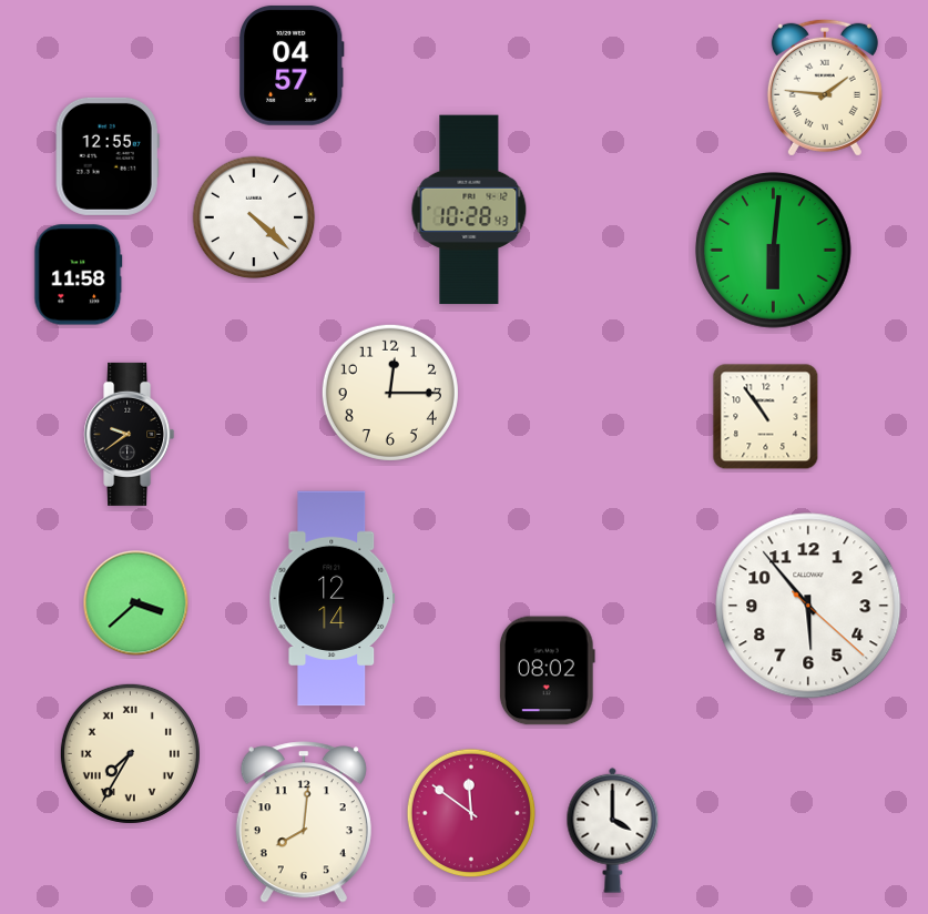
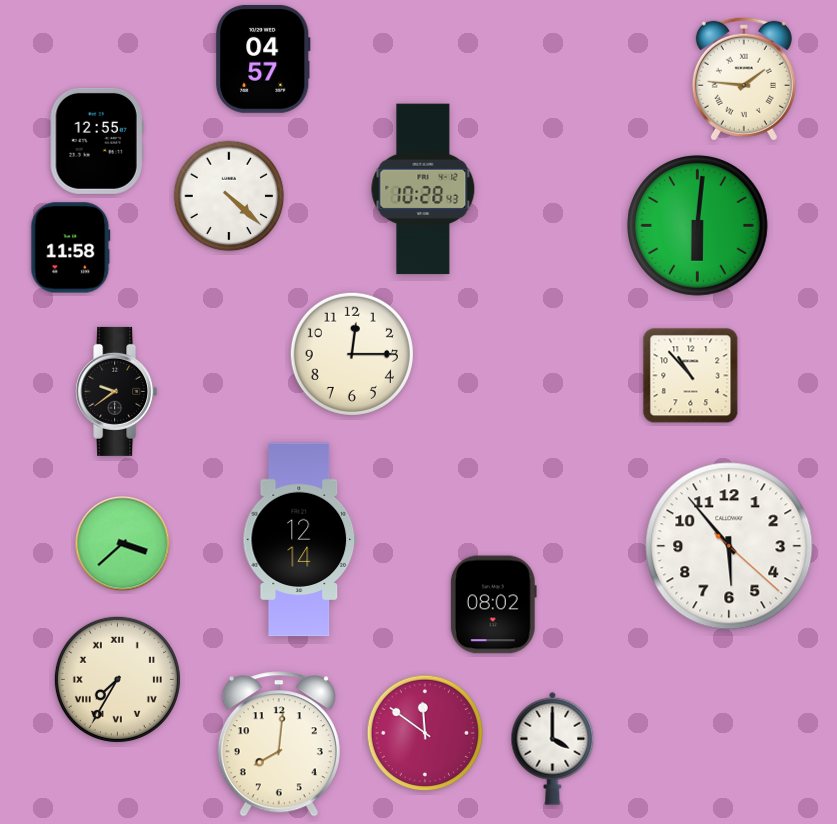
clock at (766, 417): 10:54 -> 10:53
clock at (304, 822) position: (304, 822) -> (279, 744)
